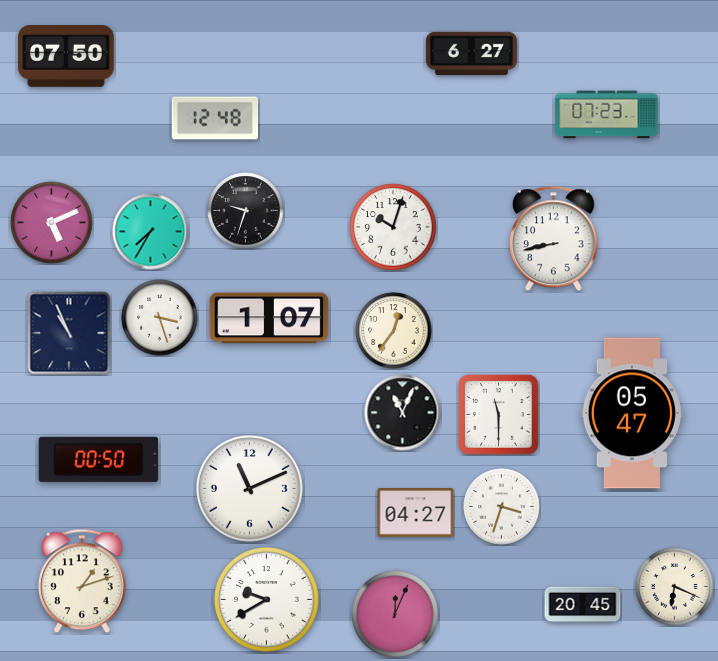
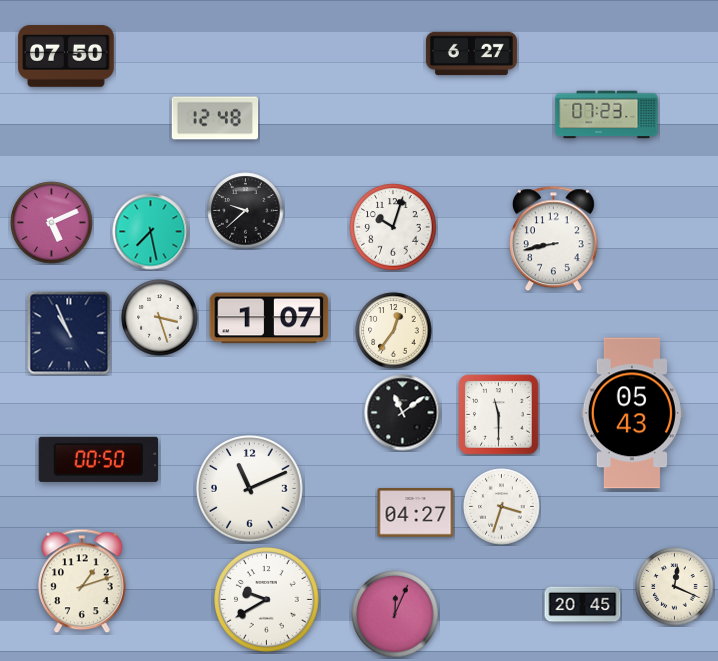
clock at (246, 211): 9:33 -> 9:38
clock at (151, 232): 7:35 -> 7:28
clock at (403, 413): 11:04 -> 11:09
clock at (632, 413): 05:47 -> 05:43
clock at (675, 587): 6:19 -> 12:19
